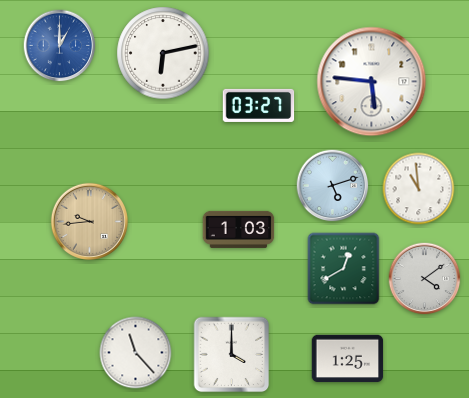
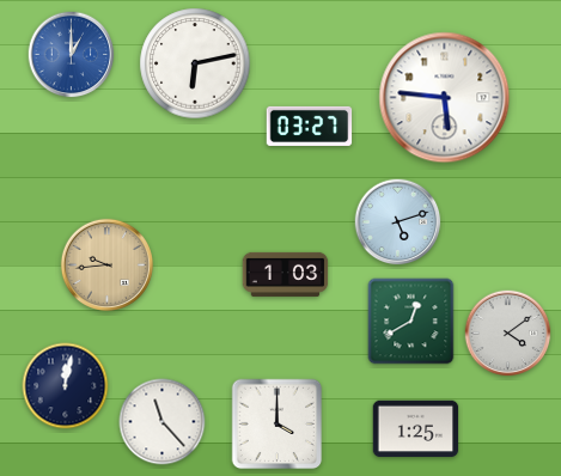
clock at (419, 189): 10:59 -> none
clock at (66, 386): none -> 12:02
